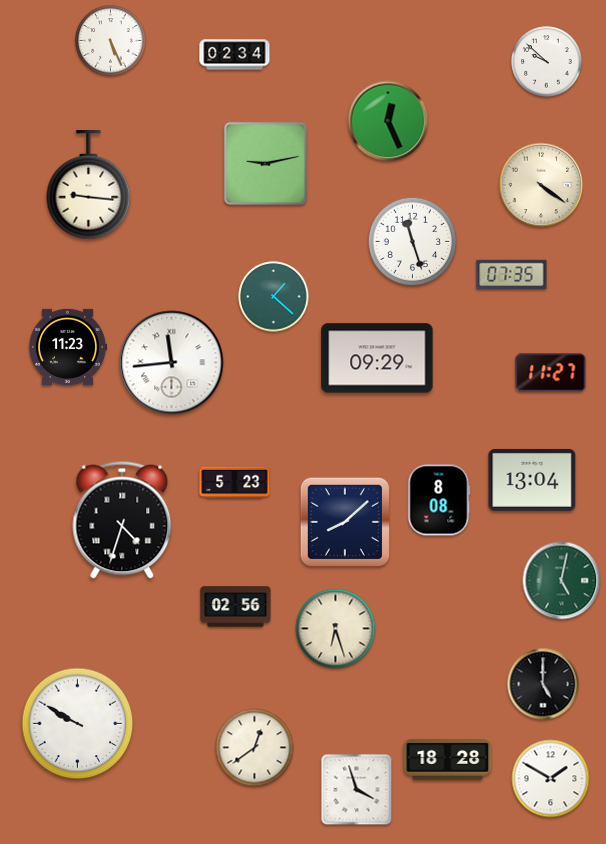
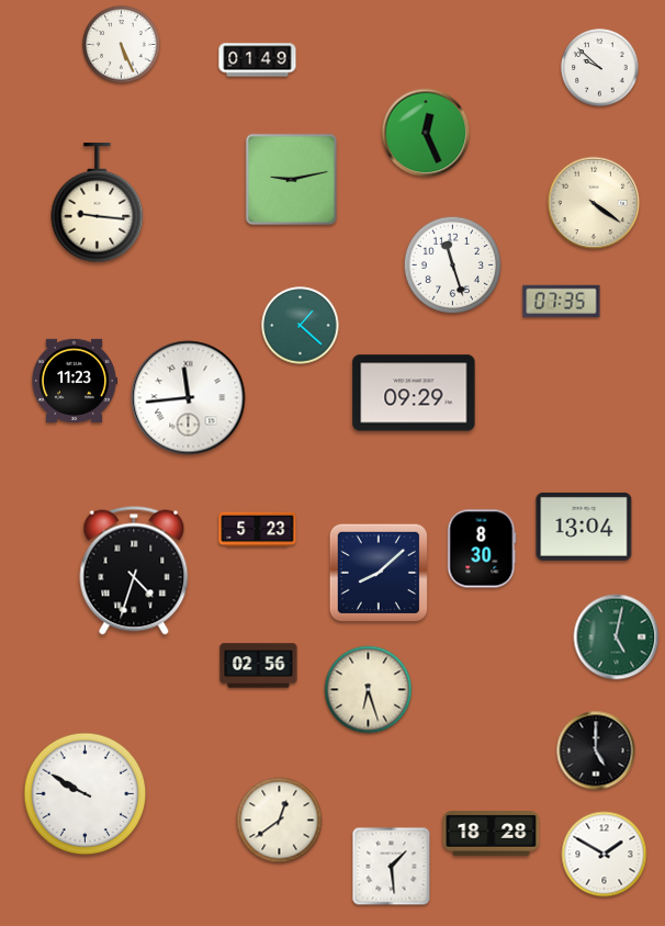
clock at (235, 55): 02:34 -> 01:49
clock at (551, 373): 11:27 -> none
clock at (439, 500): 8:08 -> 8:30
clock at (357, 790): 3:57 -> 1:29
